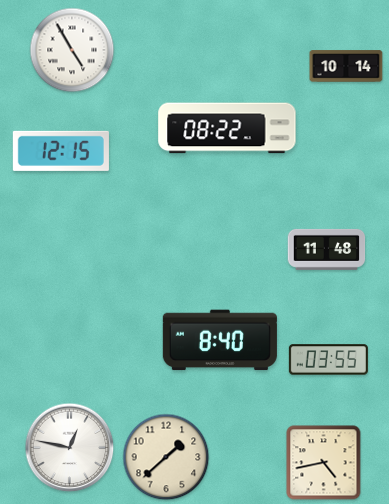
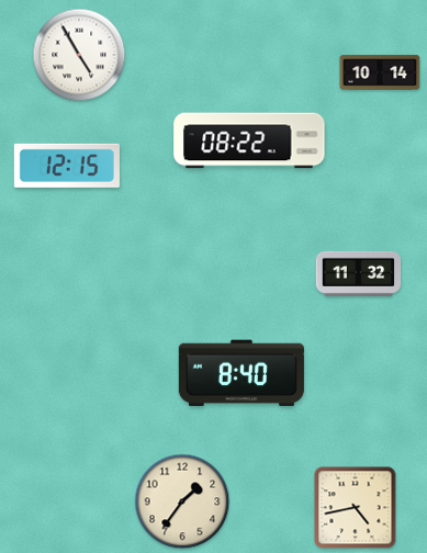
clock at (327, 249): 11:48 -> 11:32
clock at (328, 360): 03:55 -> none
clock at (70, 448): 12:47 -> none
clock at (166, 457): 1:38 -> 1:36
